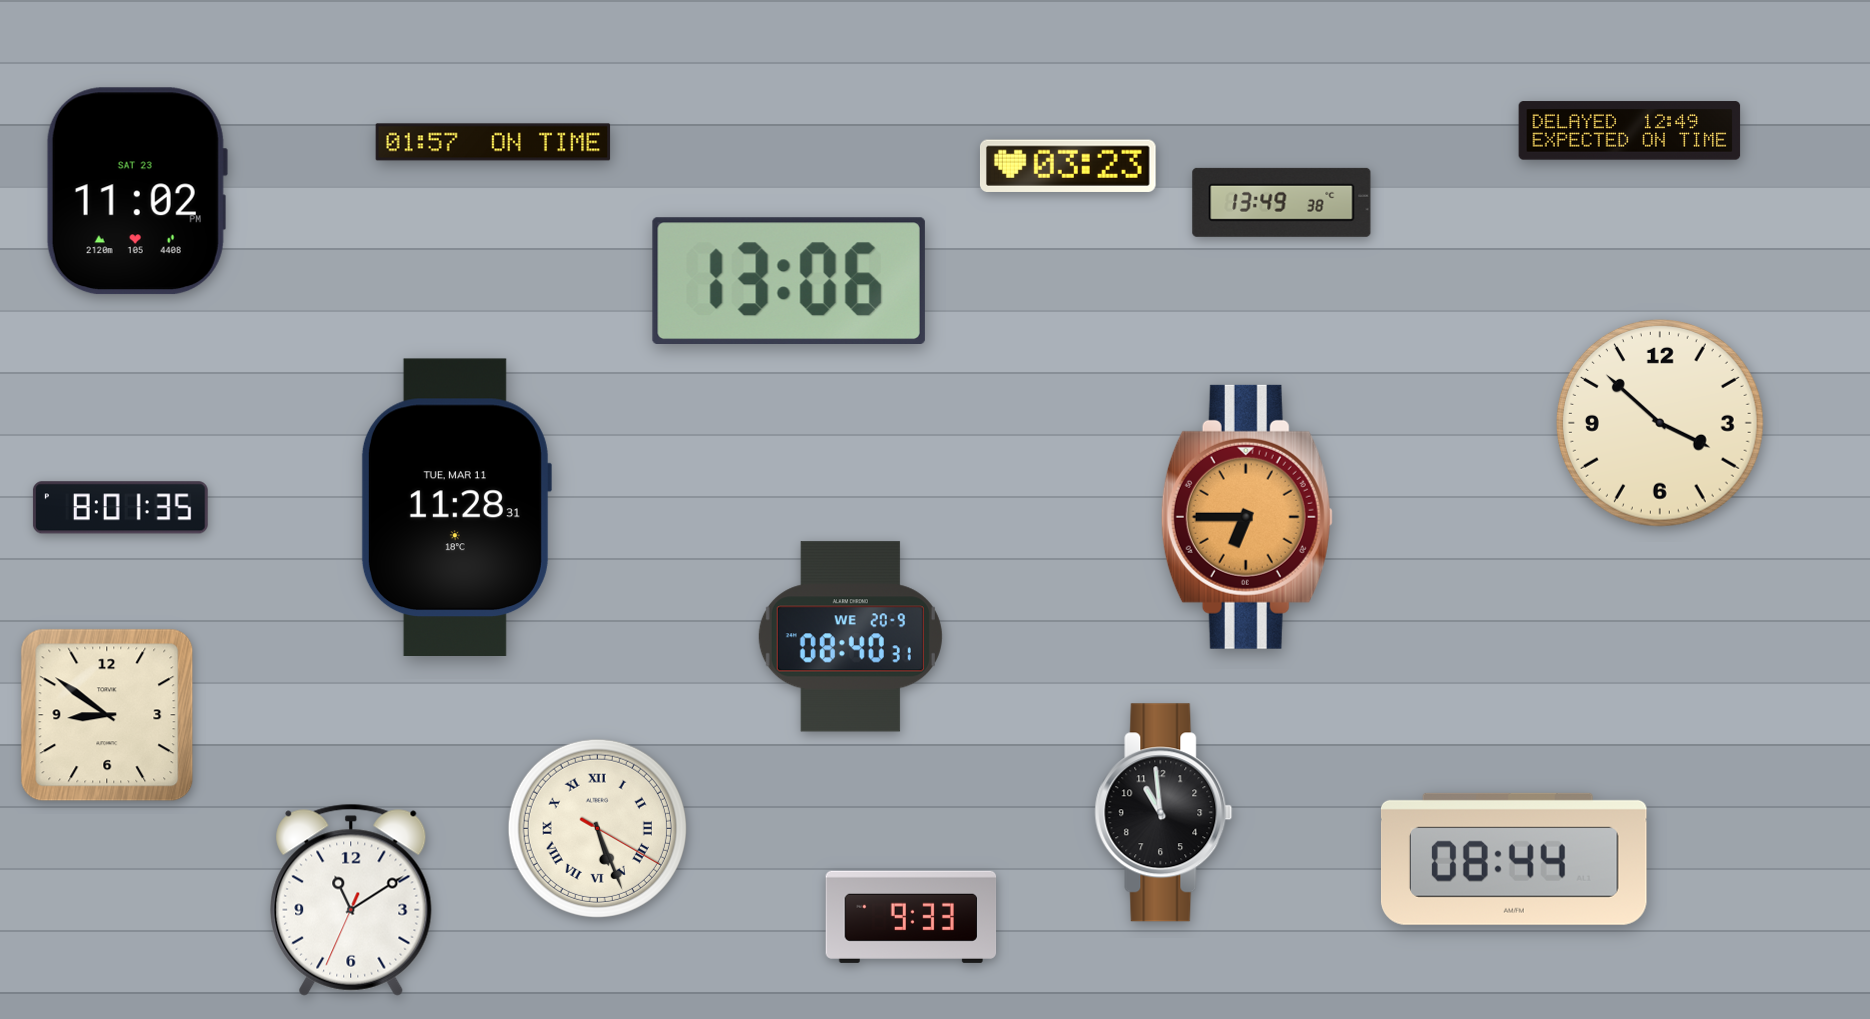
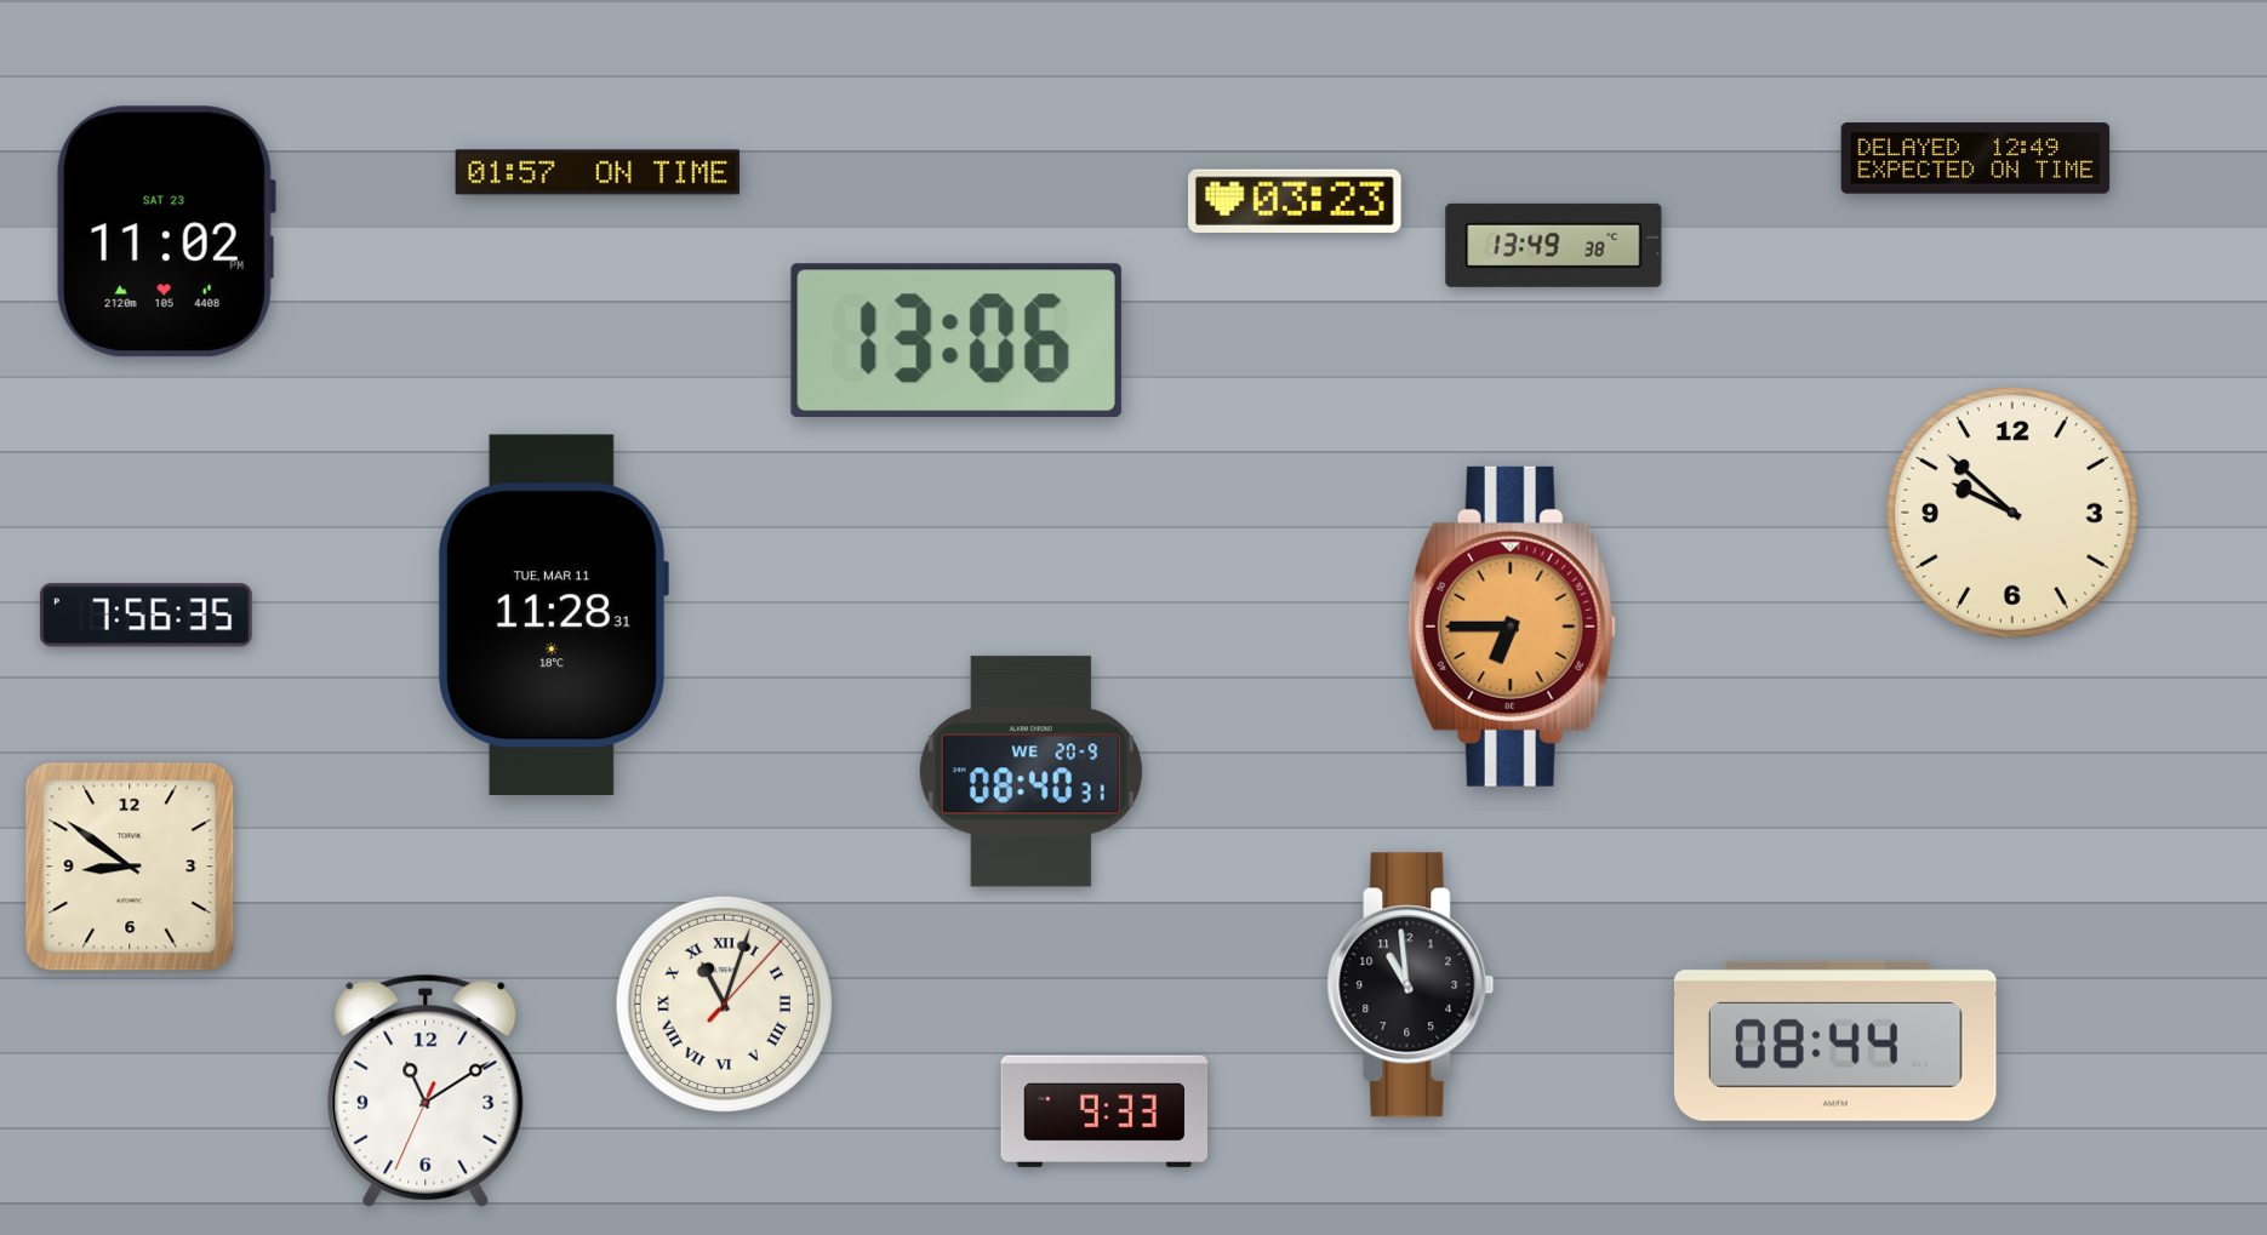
clock at (1660, 423): 3:52 -> 9:52
clock at (120, 508): 8:01 -> 7:56
clock at (597, 828): 5:26 -> 11:03
